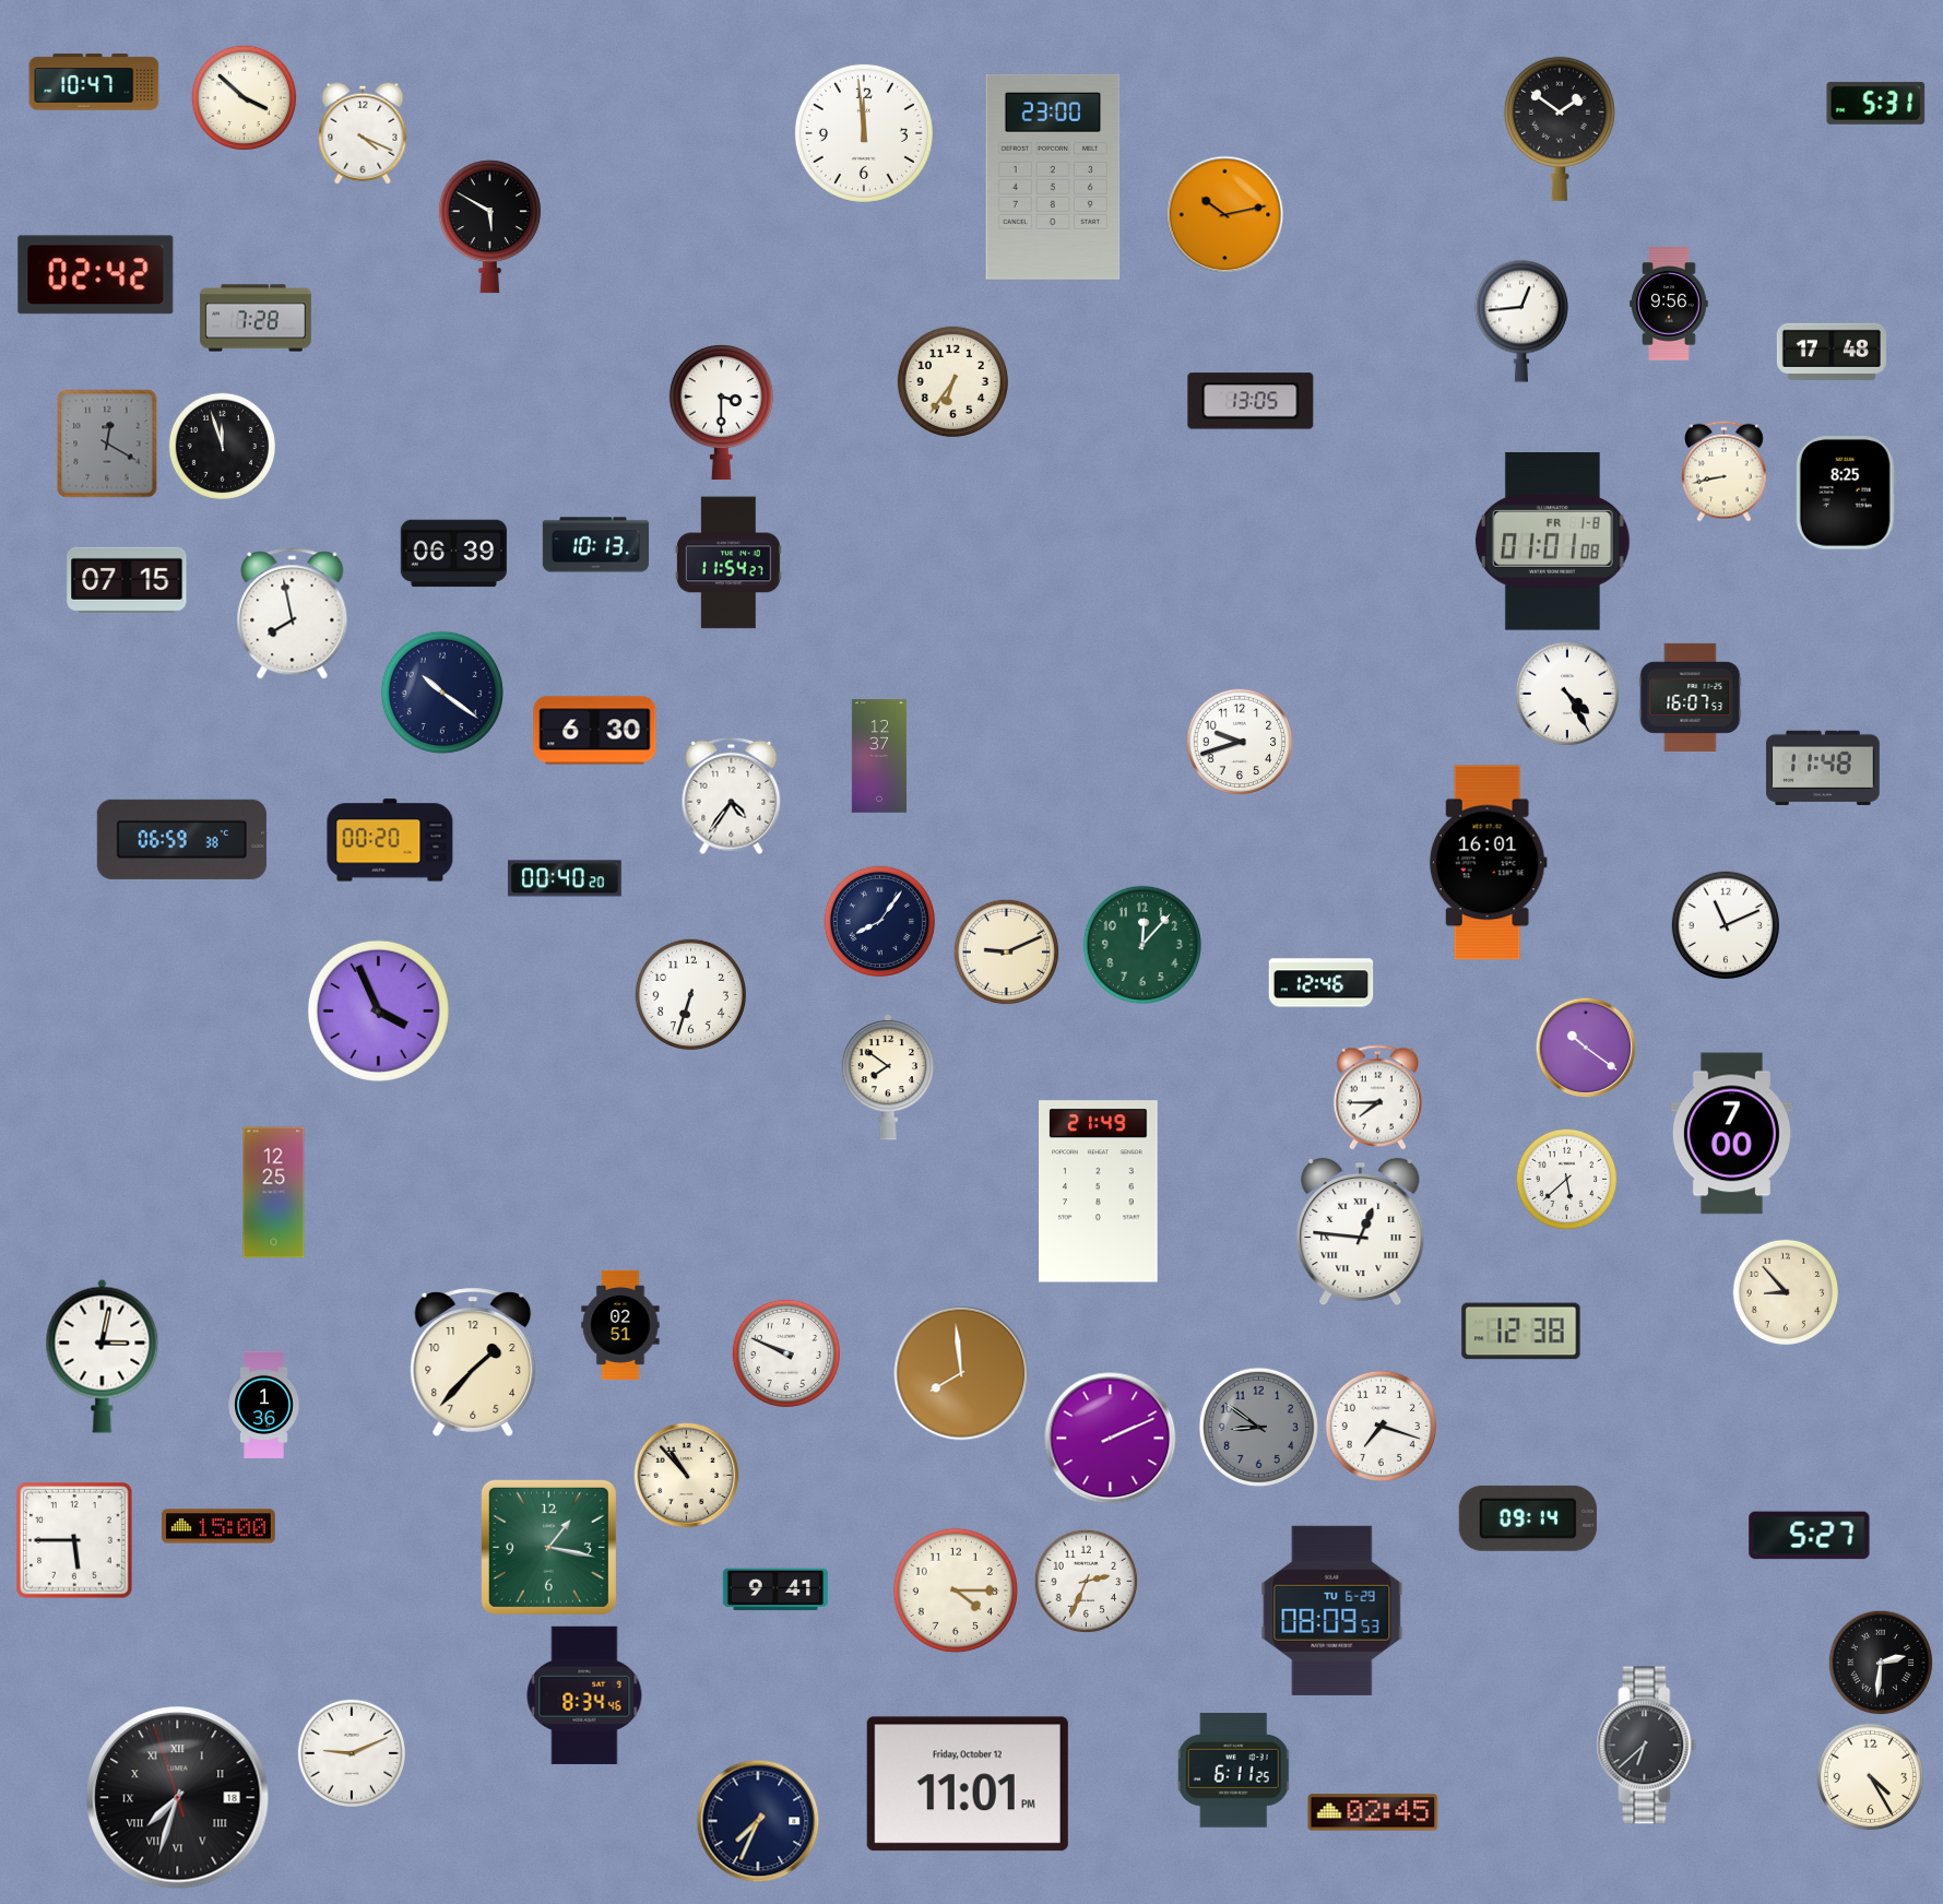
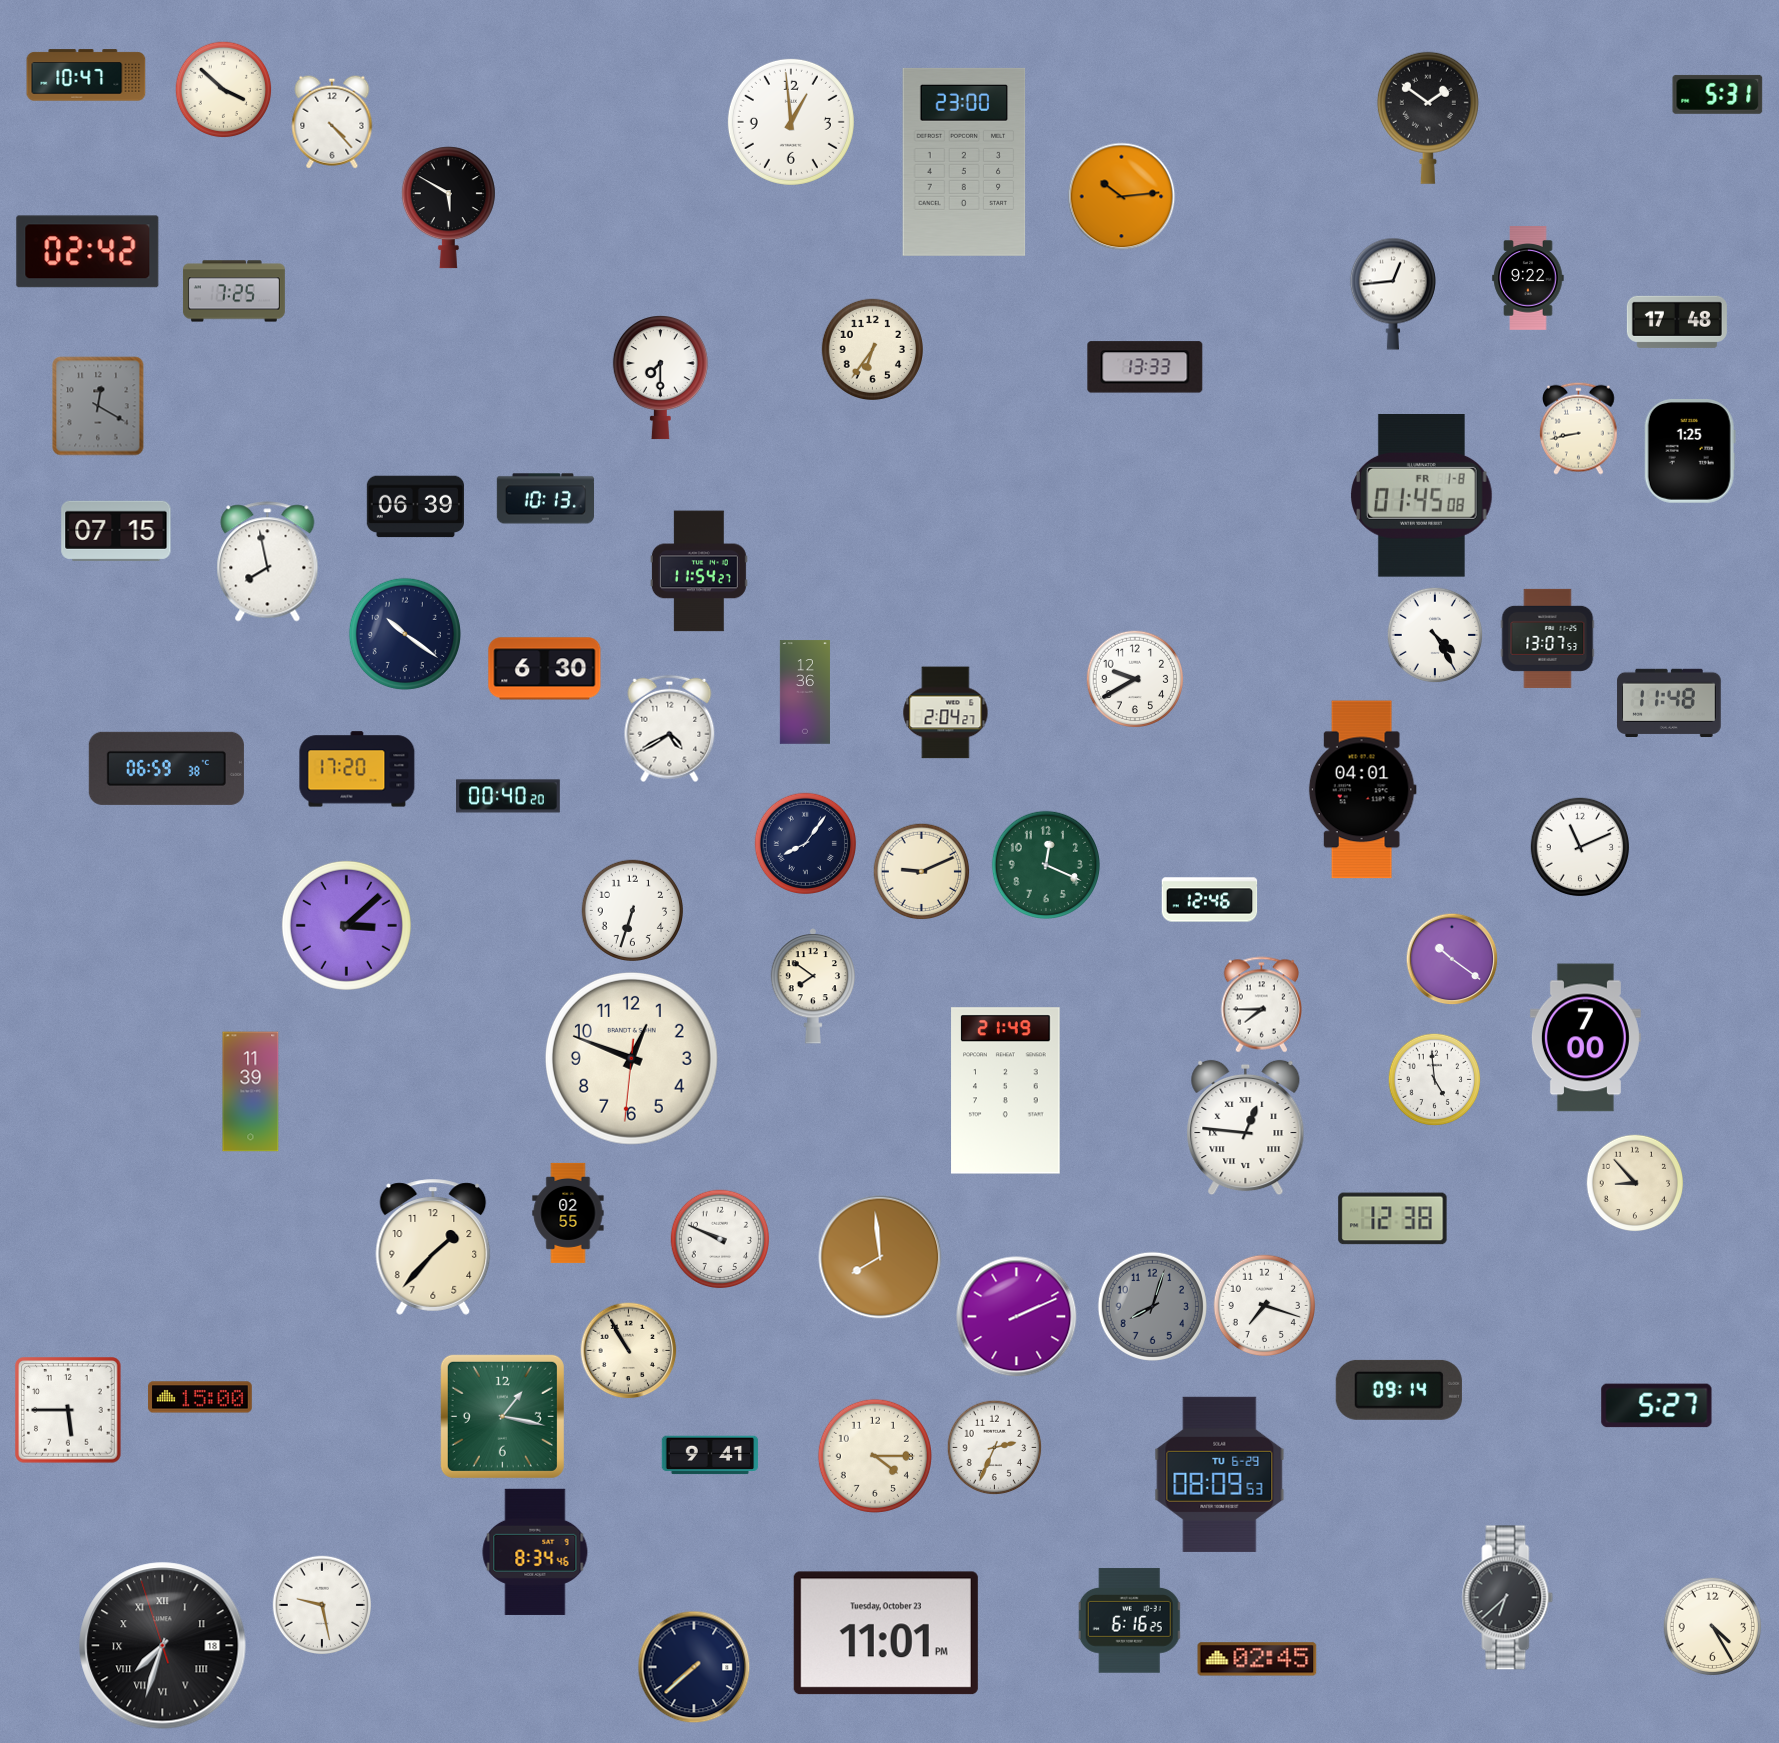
clock at (363, 133): 4:19 -> 4:23
clock at (864, 133): 11:59 -> 12:59
clock at (1225, 215): 10:13 -> 10:14
clock at (1669, 304): 9:56 -> 9:22
clock at (256, 318): 7:28 -> 7:25
clock at (1251, 401): 13:05 -> 13:33
clock at (721, 413): 3:30 -> 7:30
clock at (223, 447): 11:57 -> none
clock at (1725, 471) position: (1725, 471) -> (1579, 428)
clock at (1846, 494): 8:25 -> 1:25
clock at (1552, 542): 01:01 -> 01:45
clock at (728, 563) position: (728, 563) -> (699, 571)
clock at (1691, 697): 16:07 -> 13:07
clock at (1240, 742): 9:42 -> 9:40
clock at (879, 756): 12:37 -> 12:36
clock at (946, 713): none -> 2:04
clock at (732, 796): 4:36 -> 4:40
clock at (390, 840): 00:20 -> 17:20
clock at (1488, 863): 16:01 -> 04:01
clock at (565, 878) position: (565, 878) -> (508, 796)
clock at (1142, 945): 12:07 -> 12:19
clock at (378, 1010): 3:56 -> 3:08
clock at (632, 1059): none -> 12:48
clock at (1567, 1180): 5:38 -> 4:59
clock at (274, 1193): 12:25 -> 11:39
clock at (620, 1325): 02:51 -> 02:55
clock at (103, 1356): 3:02 -> none
clock at (264, 1405): 1:36 -> none
clock at (1258, 1427): 8:51 -> 8:03
clock at (687, 1476): 10:53 -> 10:55
clock at (1881, 1663): 2:31 -> none
clock at (351, 1752): 9:11 -> 9:28
clock at (1234, 1771): 6:11 -> 6:16
clock at (968, 1784) date: Friday, October 12 -> Tuesday, October 23
clock at (758, 1821): 7:34 -> 7:38
